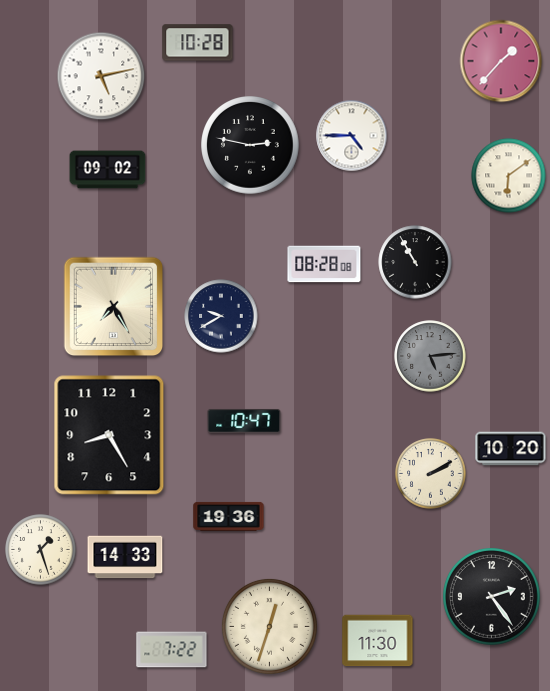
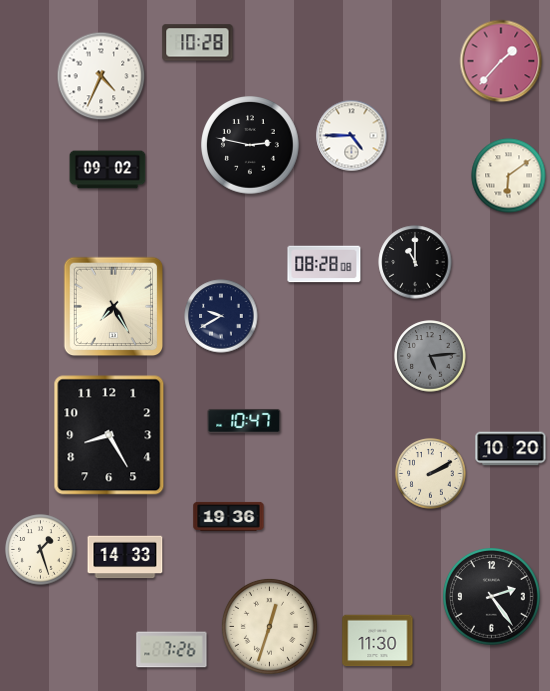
clock at (101, 76): 5:13 -> 4:34
clock at (415, 262): 10:55 -> 11:00
clock at (172, 650): 7:22 -> 7:26
